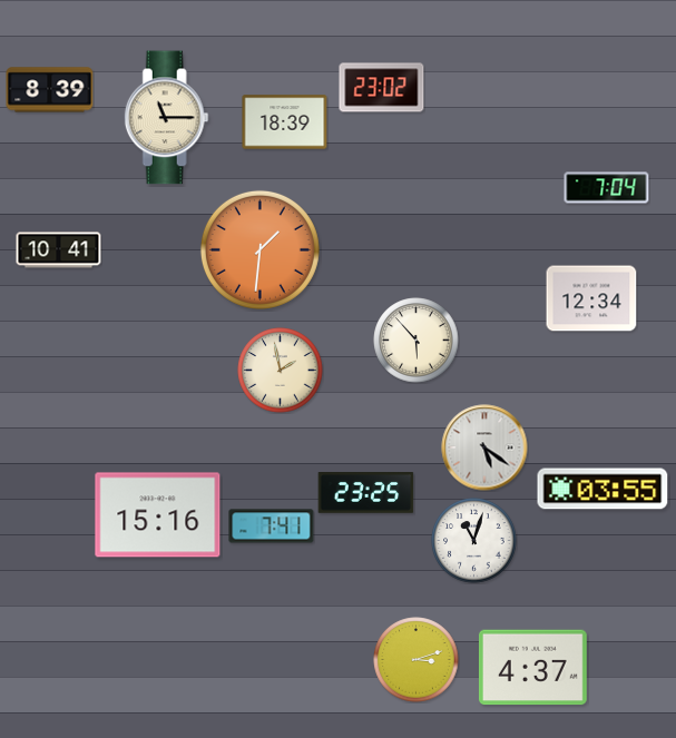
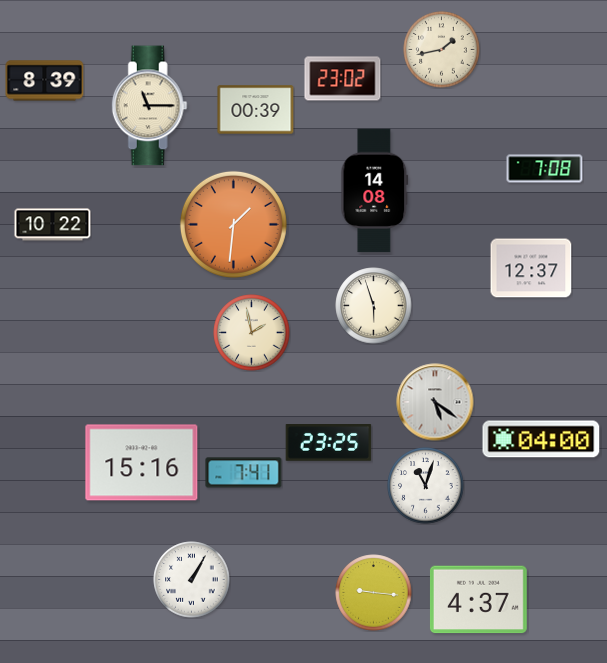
clock at (442, 50): none -> 1:43
clock at (285, 122): 18:39 -> 00:39
clock at (607, 188): 7:04 -> 7:08
clock at (375, 191): none -> 14:08
clock at (59, 250): 10:41 -> 10:22
clock at (591, 298): 12:34 -> 12:37
clock at (417, 341): 5:53 -> 5:57
clock at (602, 489): 03:55 -> 04:00
clock at (192, 580): none -> 1:05
clock at (417, 660): 3:12 -> 9:16
